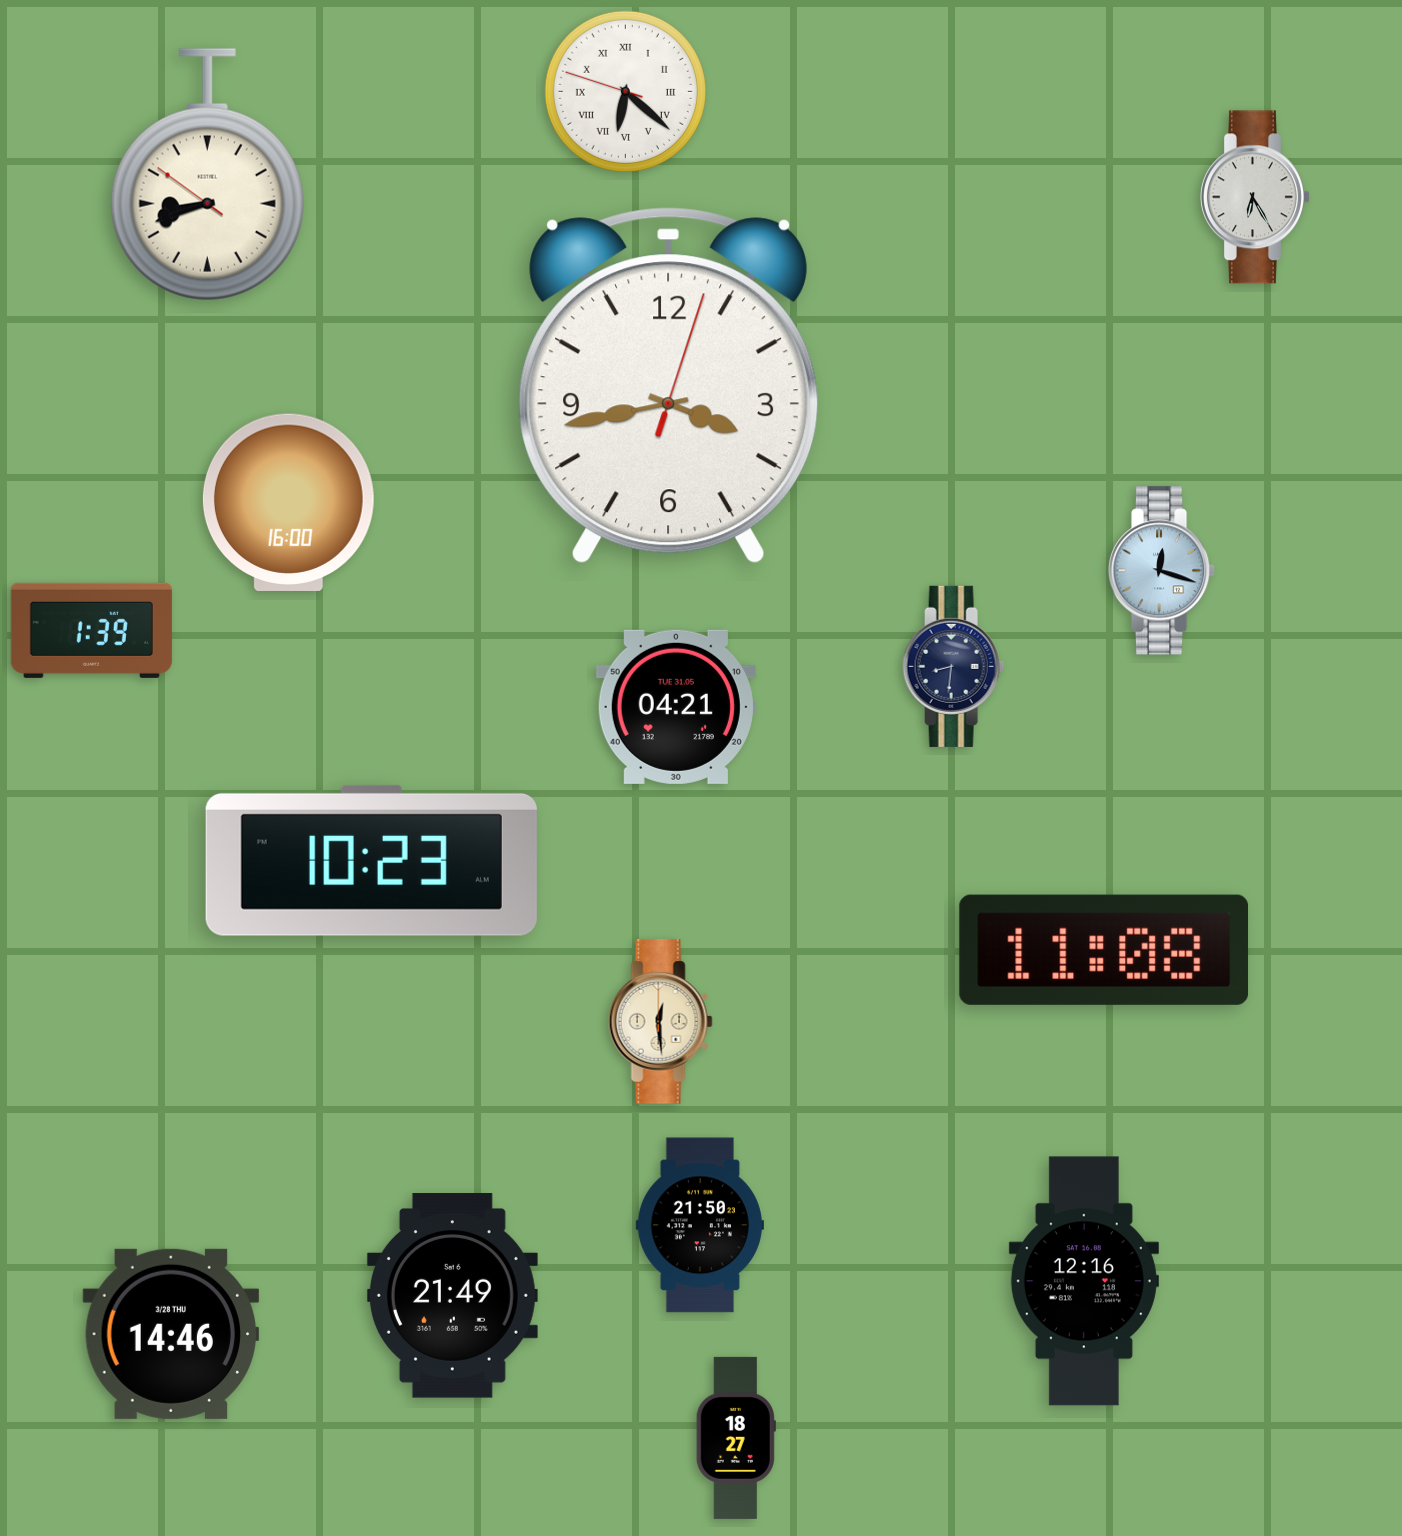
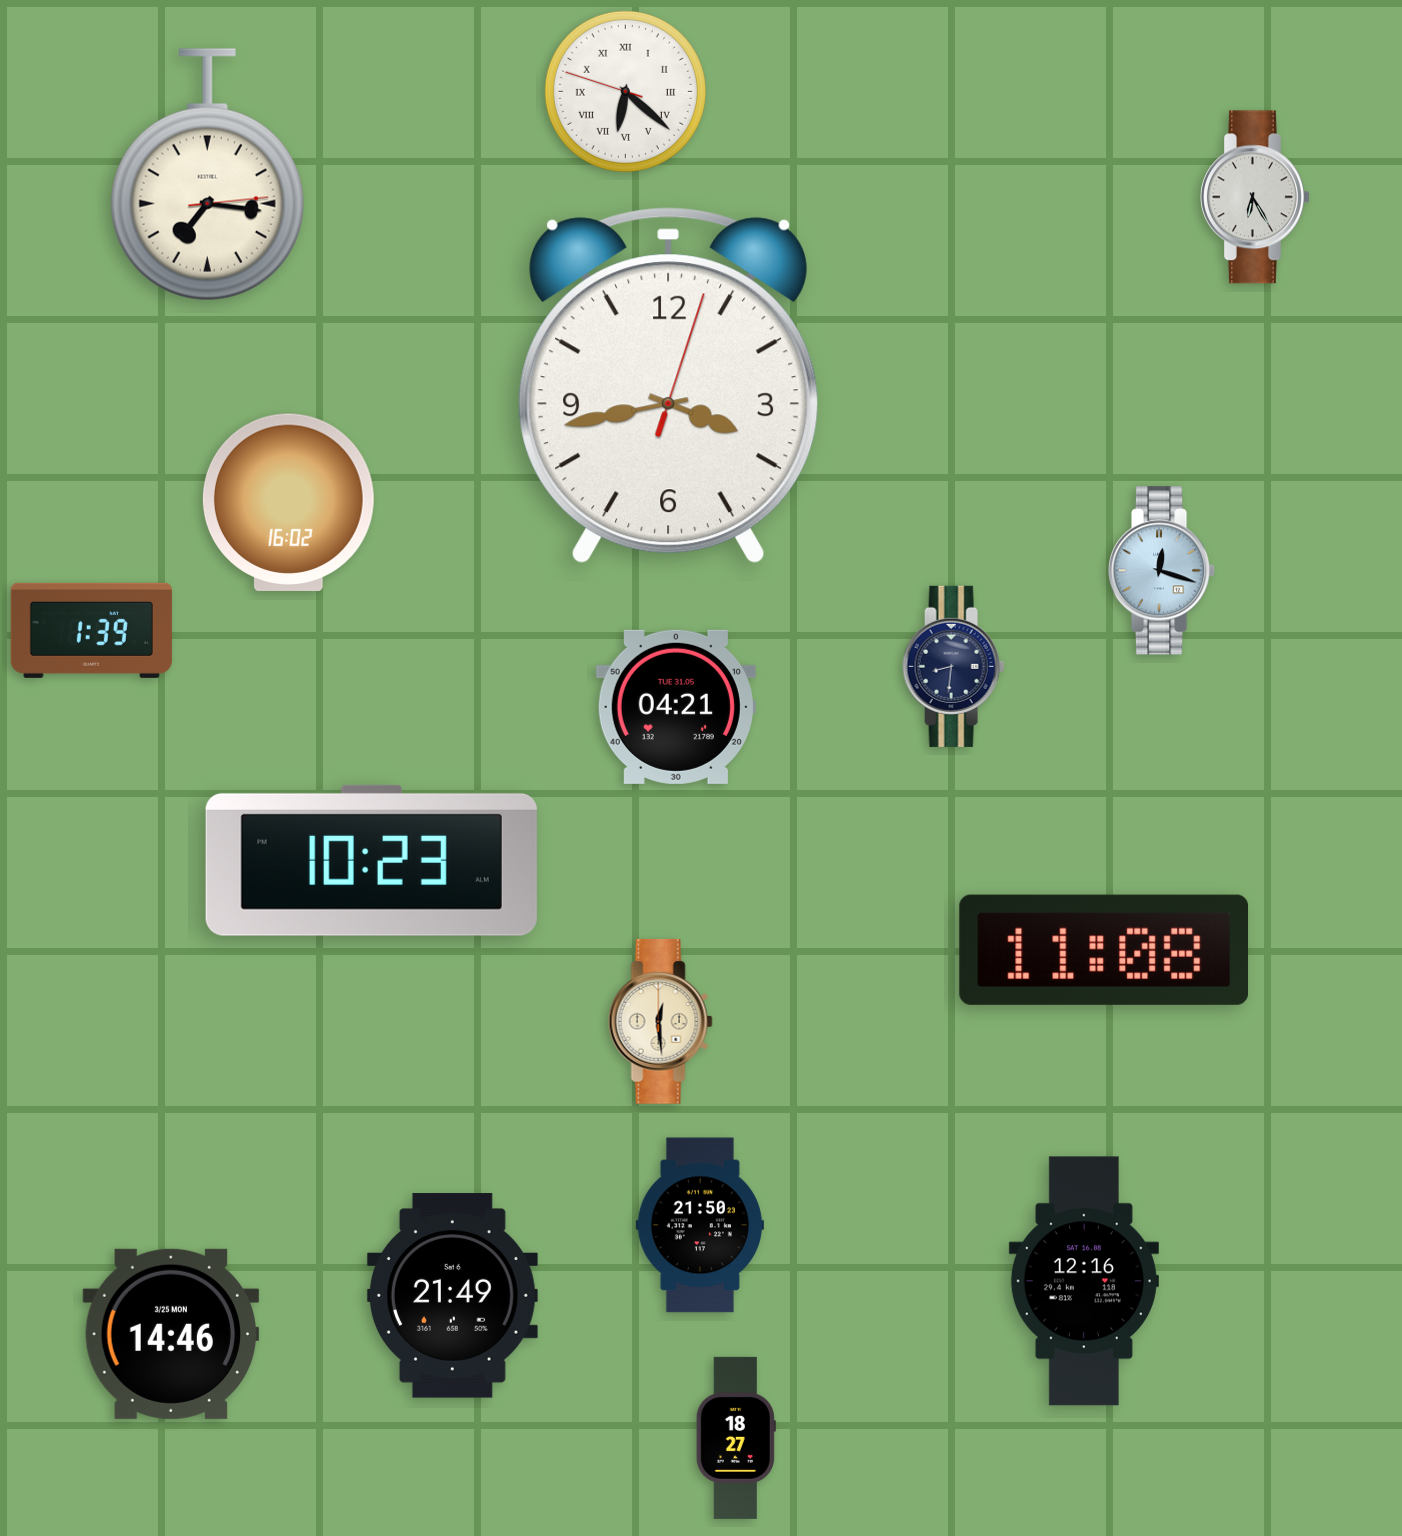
clock at (207, 175): 8:41 -> 7:16
clock at (288, 502): 16:00 -> 16:02
clock at (171, 1334) date: 3/28 THU -> 3/25 MON
